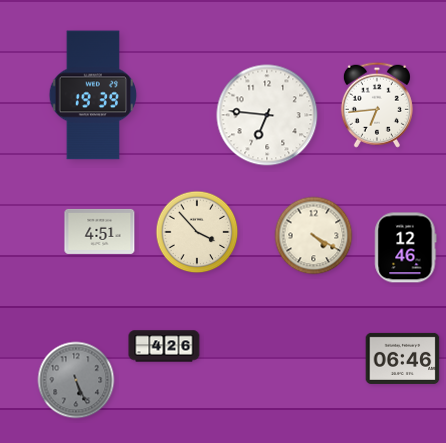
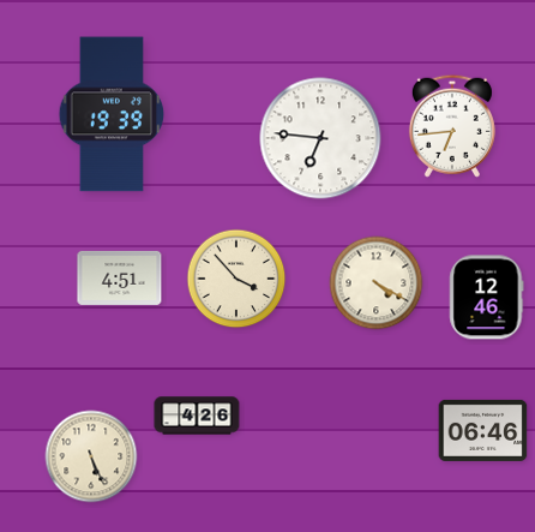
clock at (76, 380) dial: grey -> cream
